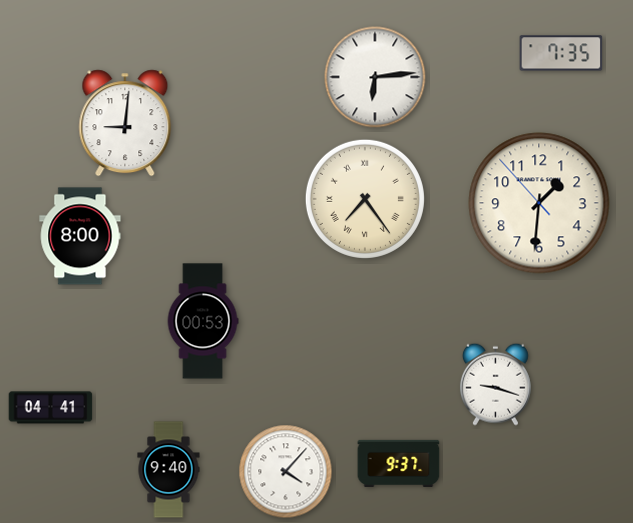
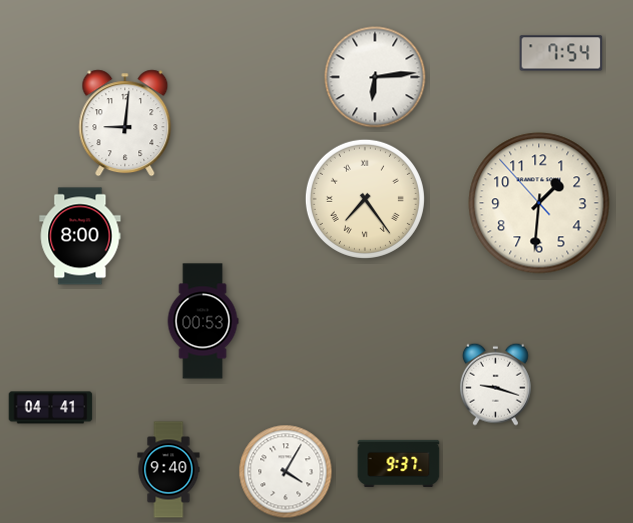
clock at (561, 53): 7:35 -> 7:54
clock at (286, 472): 4:07 -> 4:05
